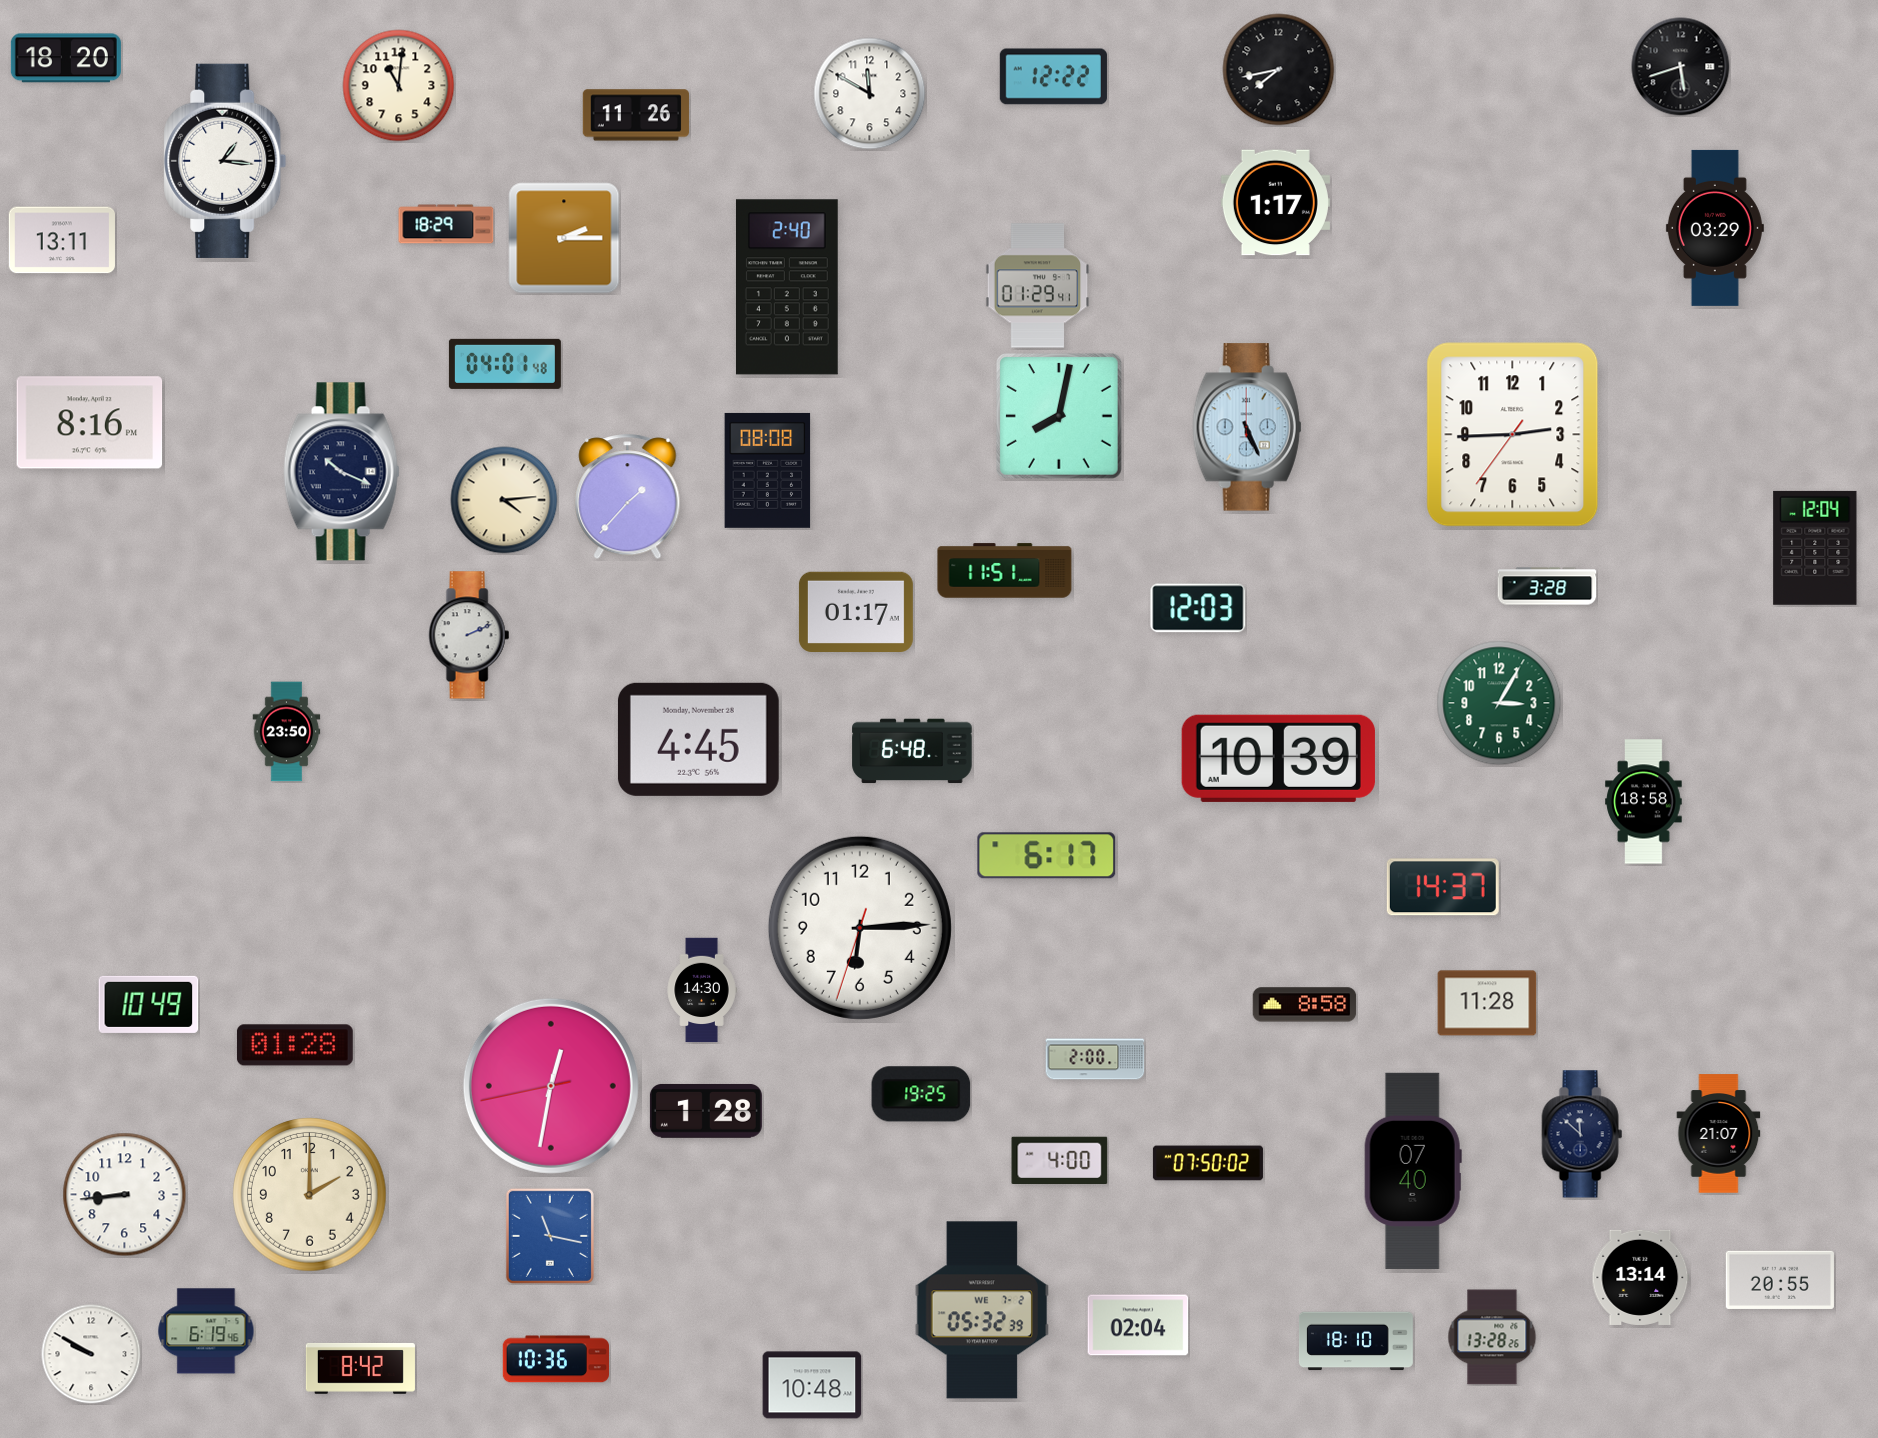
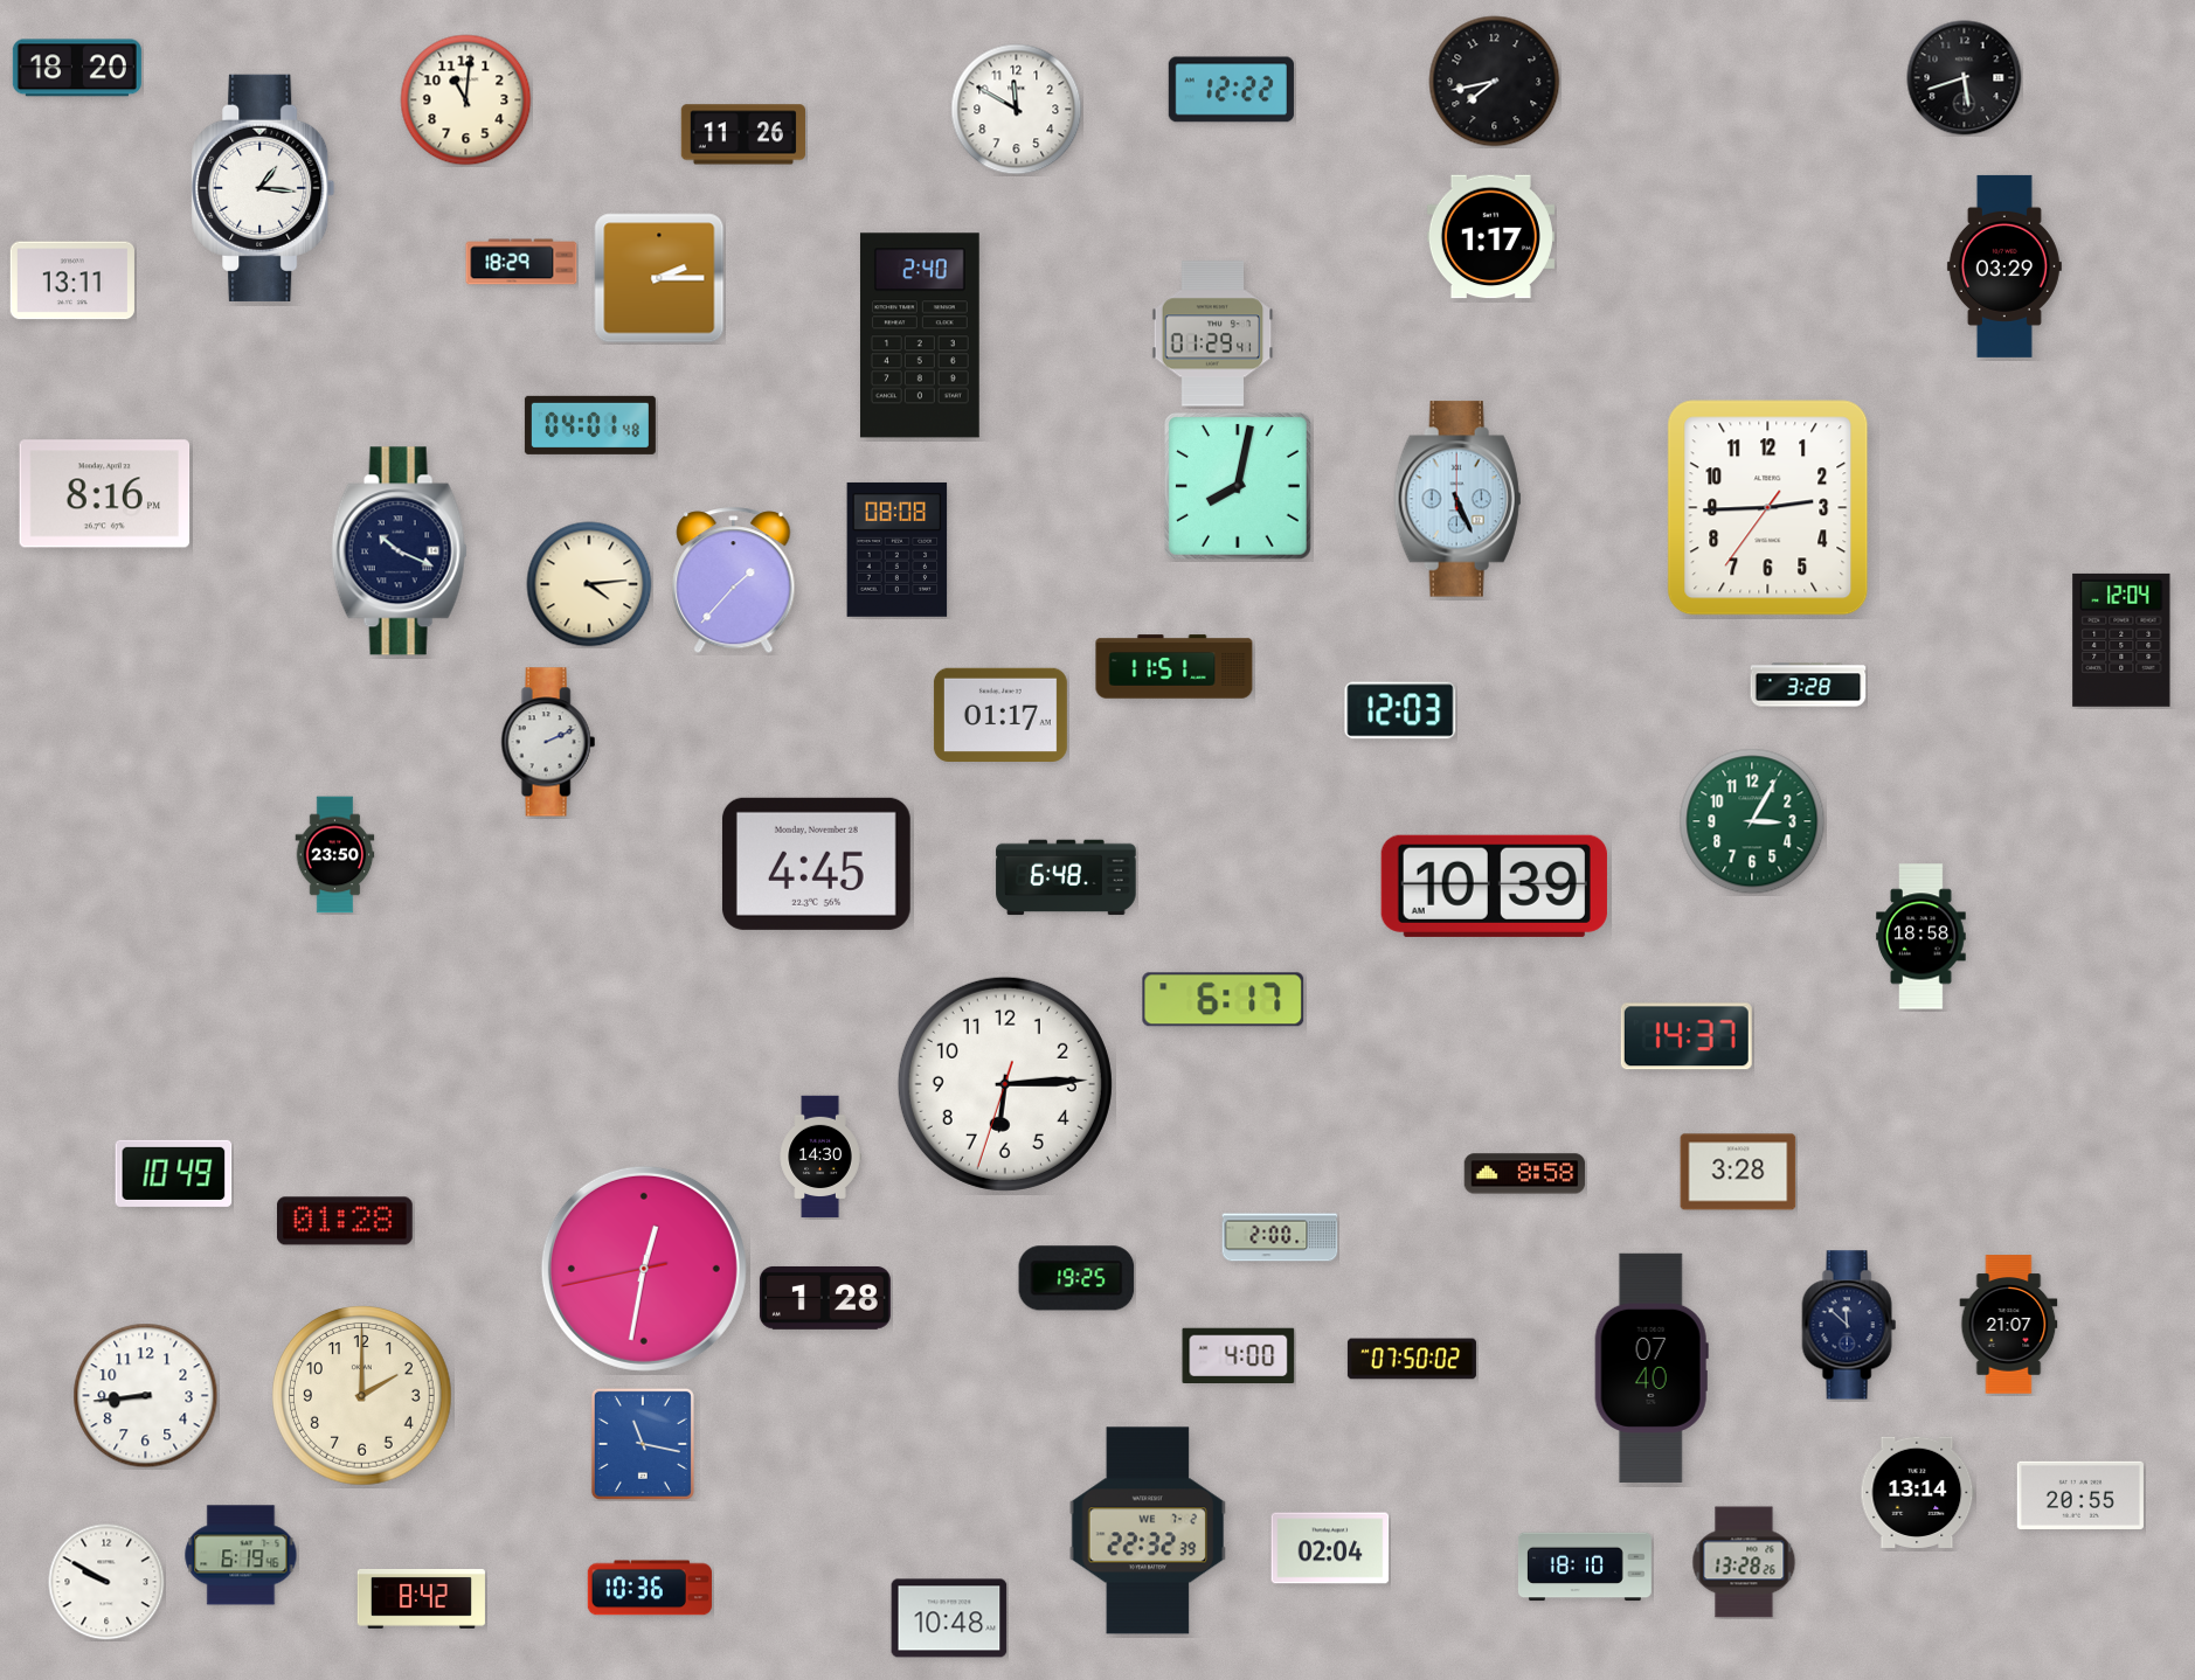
clock at (1487, 1003): 11:28 -> 3:28
clock at (982, 1310): 05:32 -> 22:32
